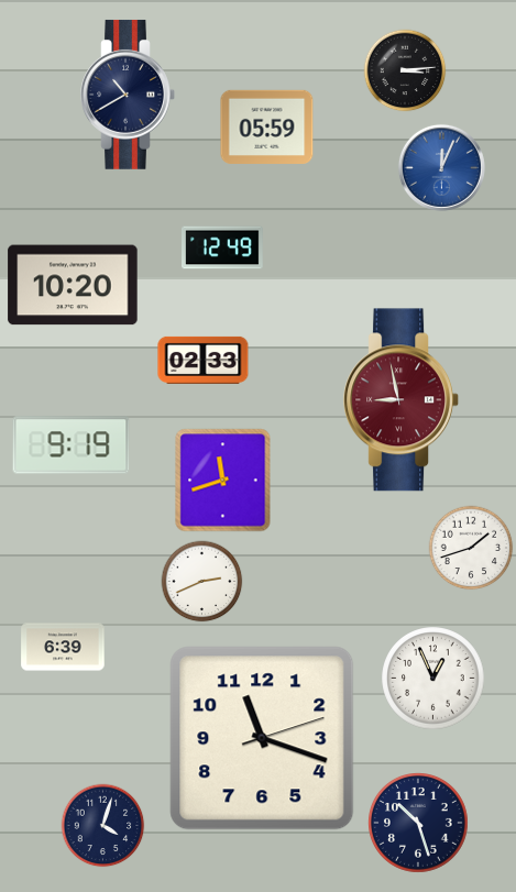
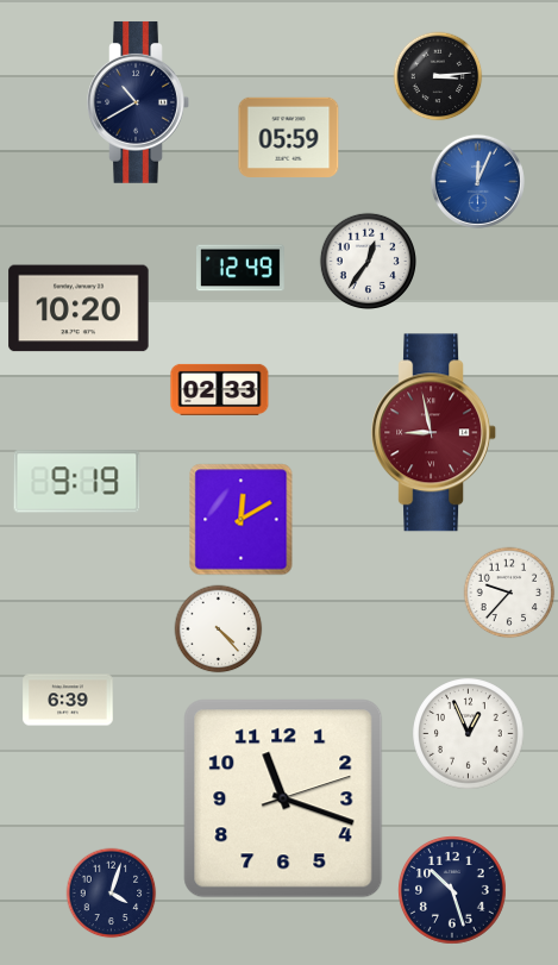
clock at (368, 261): none -> 12:36
clock at (223, 481): 11:42 -> 12:10
clock at (471, 548): 1:42 -> 9:37
clock at (202, 582): 2:41 -> 4:23
